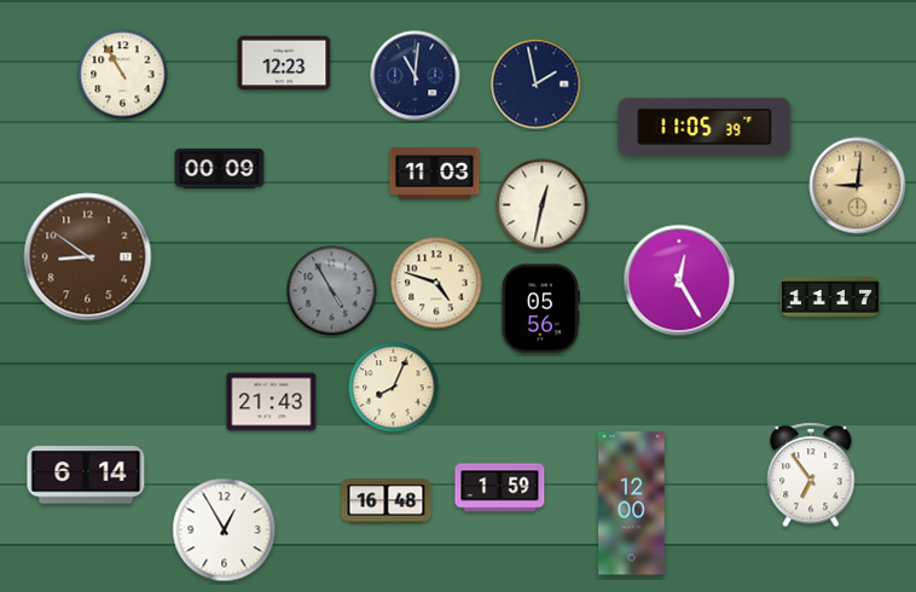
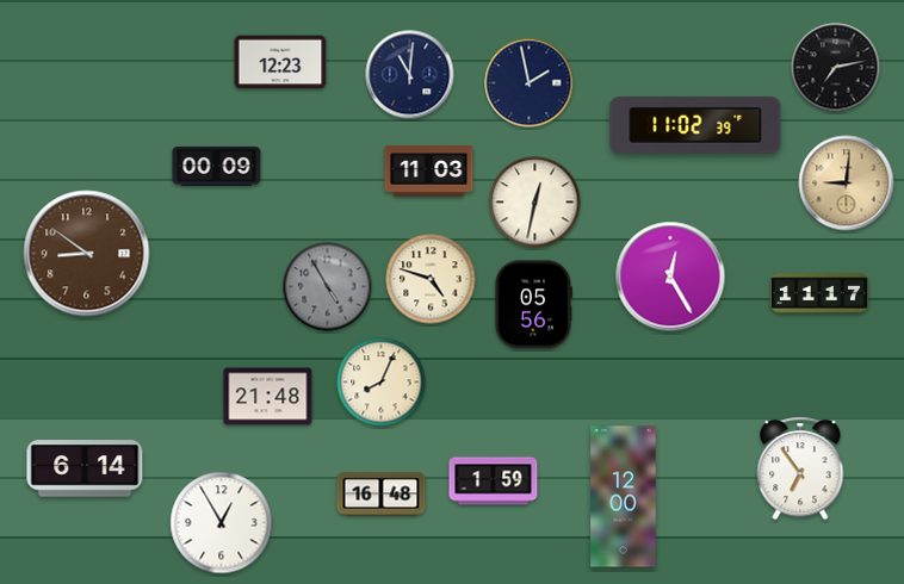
clock at (836, 68): none -> 7:13
clock at (123, 75): 10:55 -> none
clock at (705, 127): 11:05 -> 11:02
clock at (394, 388) position: (394, 388) -> (382, 383)
clock at (272, 402): 21:43 -> 21:48
